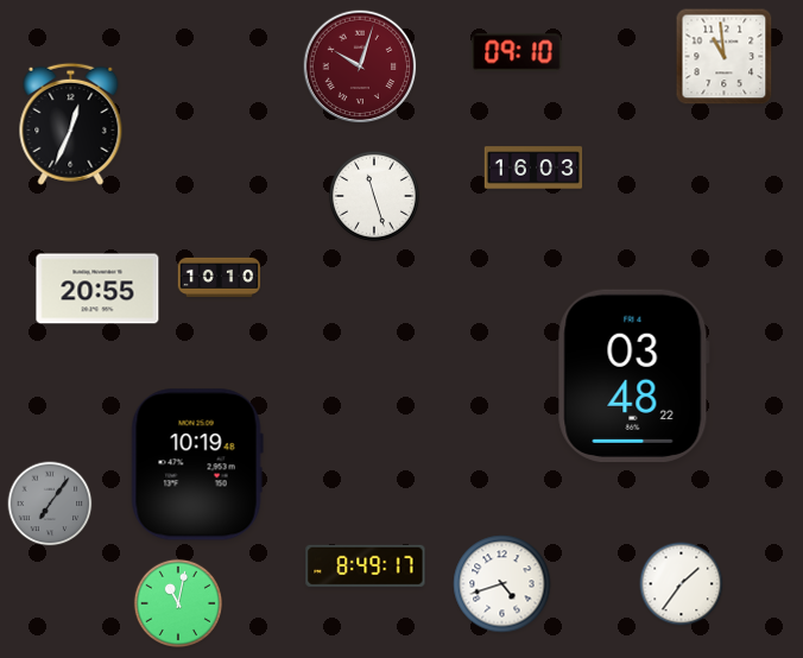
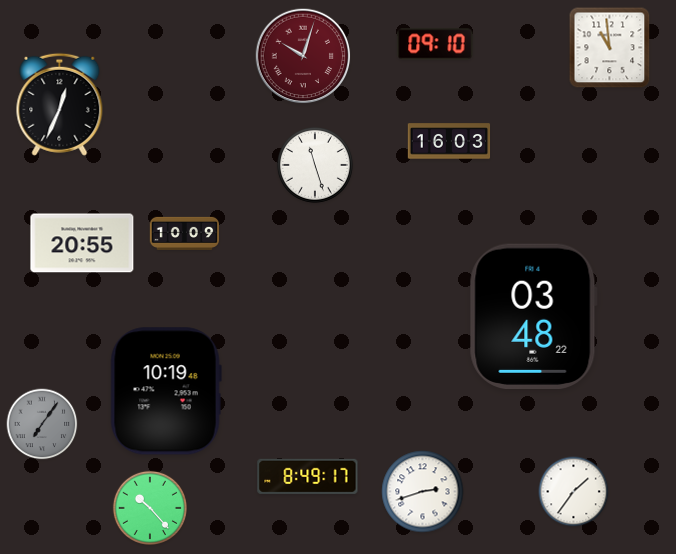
clock at (220, 277): 10:10 -> 10:09
clock at (502, 584): 4:42 -> 2:42
clock at (178, 603): 11:02 -> 10:23
